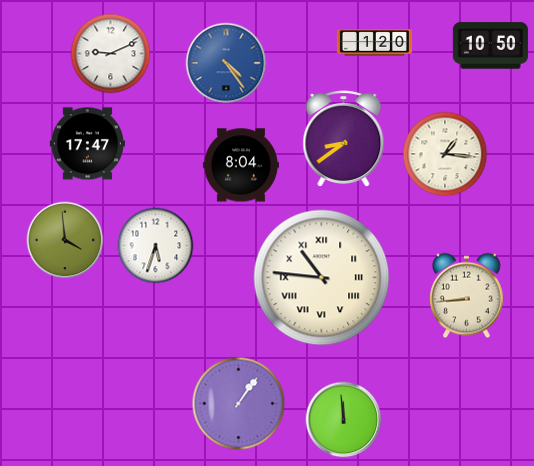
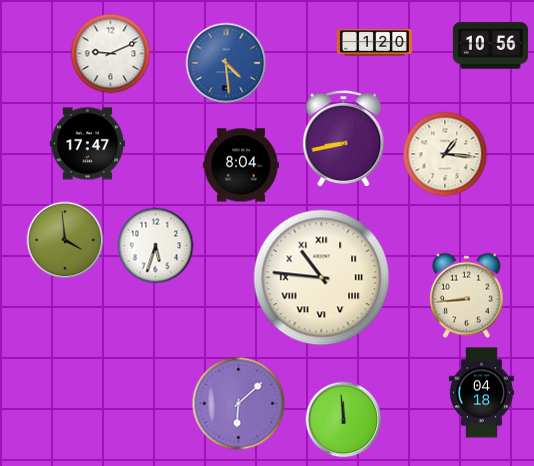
clock at (490, 46): 10:50 -> 10:56
clock at (226, 63): 4:24 -> 4:29
clock at (344, 139): 8:39 -> 8:43
clock at (481, 393): none -> 04:18
clock at (239, 404): 1:06 -> 6:08
